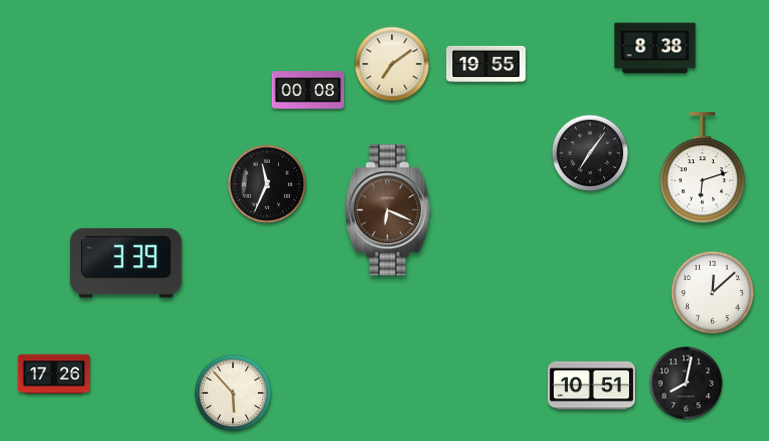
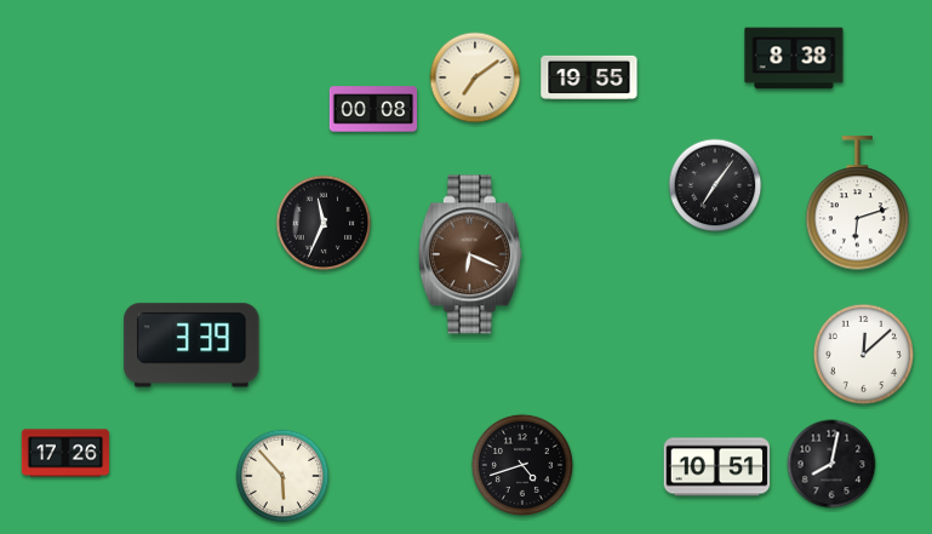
clock at (703, 168) position: (703, 168) -> (858, 203)
clock at (126, 263) position: (126, 263) -> (191, 345)
clock at (522, 465): none -> 4:42
